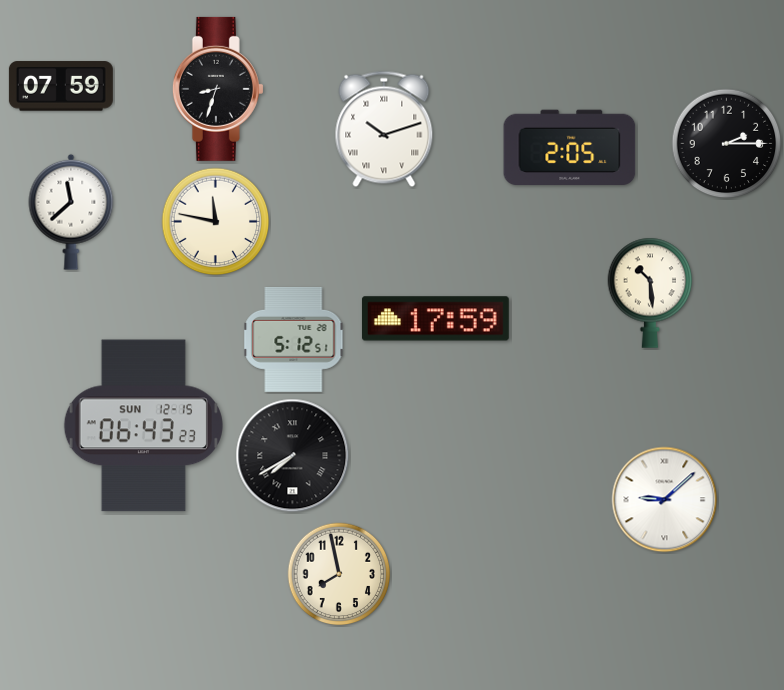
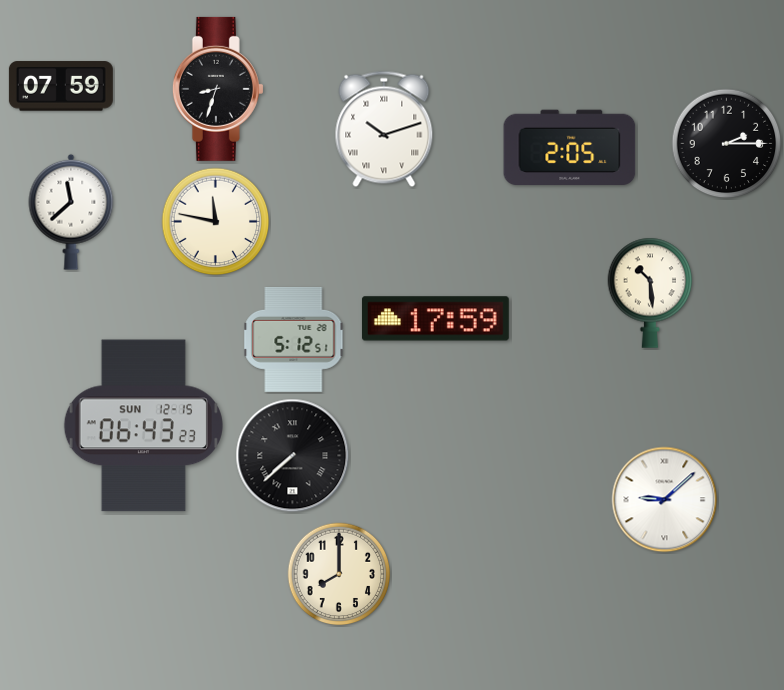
clock at (293, 456): 7:40 -> 7:38
clock at (339, 574): 7:58 -> 8:00
